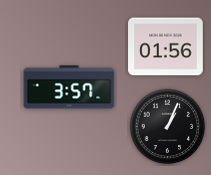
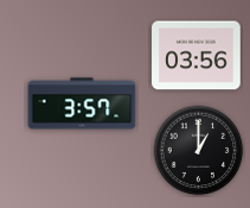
clock at (166, 47): 01:56 -> 03:56
clock at (168, 127): 1:04 -> 1:00
